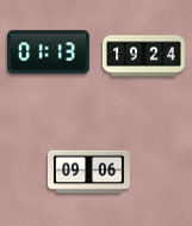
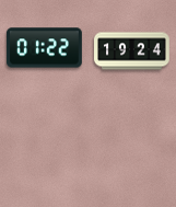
clock at (48, 53): 01:13 -> 01:22
clock at (89, 172): 09:06 -> none
